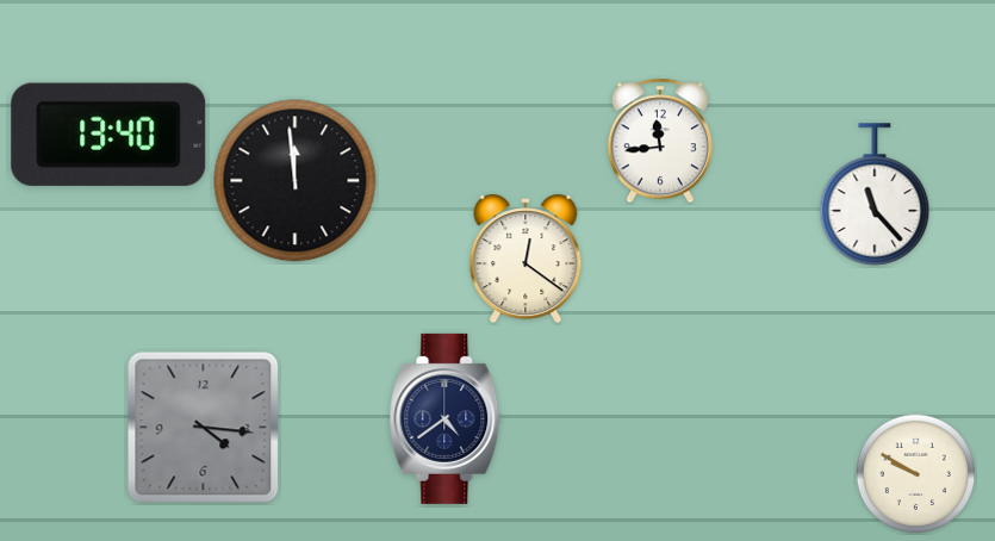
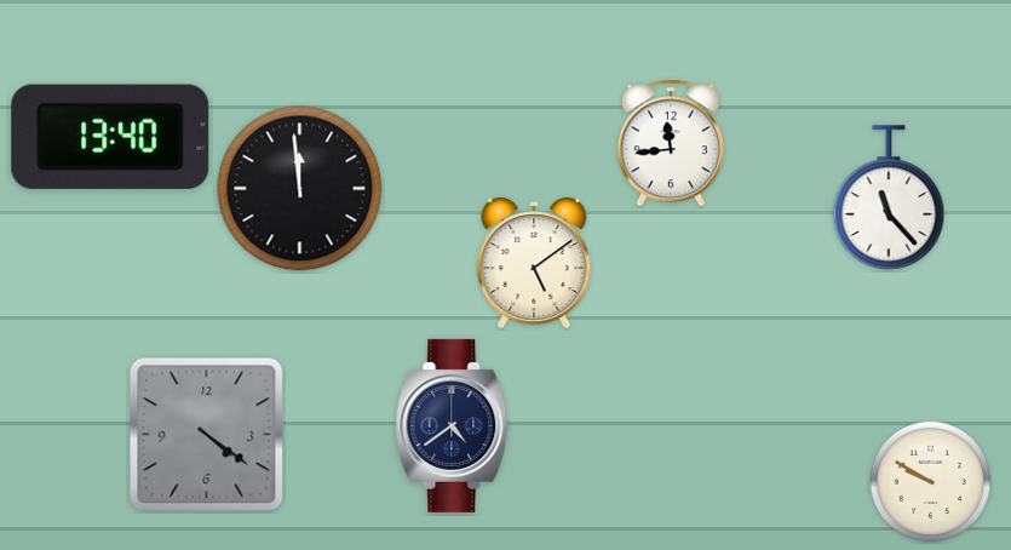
clock at (296, 181) position: (296, 181) -> (300, 189)
clock at (526, 259): 12:21 -> 5:09
clock at (204, 428): 4:16 -> 4:21
